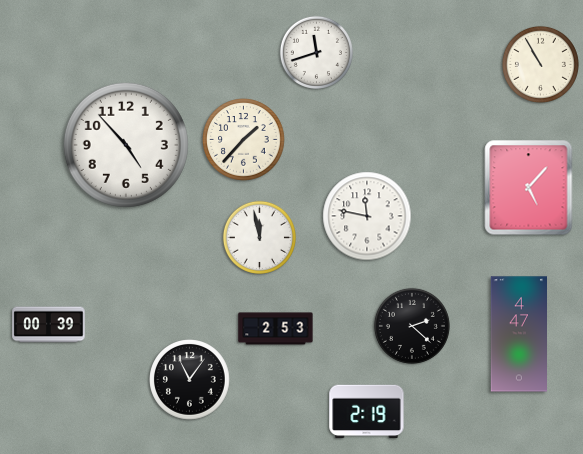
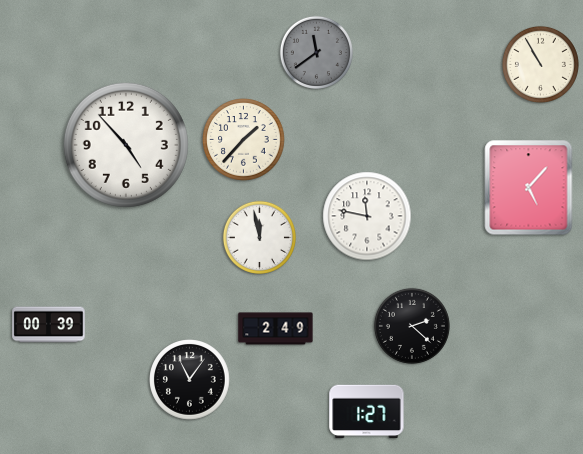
clock at (316, 52): 11:42 -> 11:39
clock at (316, 52) dial: white -> grey
clock at (276, 329): 2:53 -> 2:49
clock at (519, 334): 4:47 -> none
clock at (367, 412): 2:19 -> 1:27
